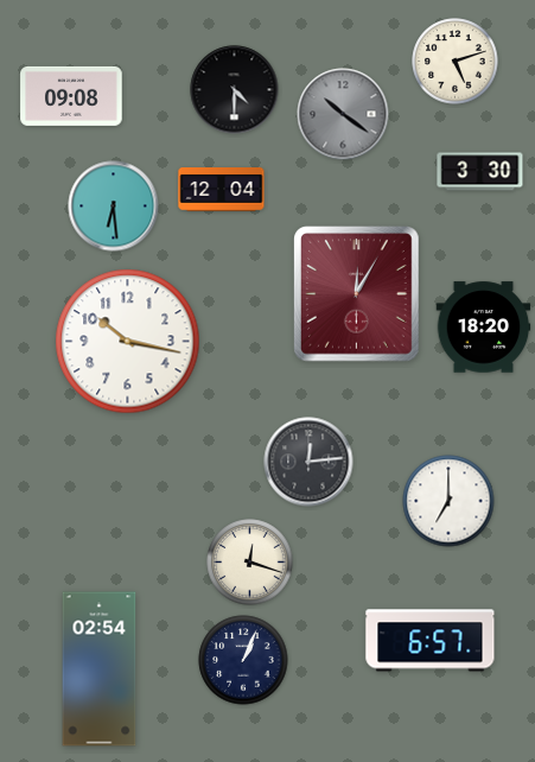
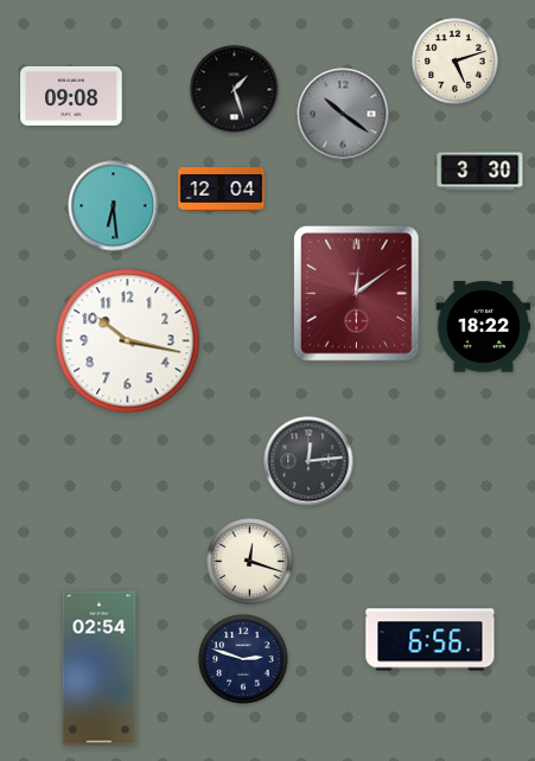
clock at (235, 90): 4:30 -> 1:27
clock at (357, 294): 12:05 -> 12:09
clock at (484, 328): 18:20 -> 18:22
clock at (448, 501): 7:00 -> none
clock at (431, 641): 6:57 -> 6:56
clock at (243, 660): 1:04 -> 2:48
